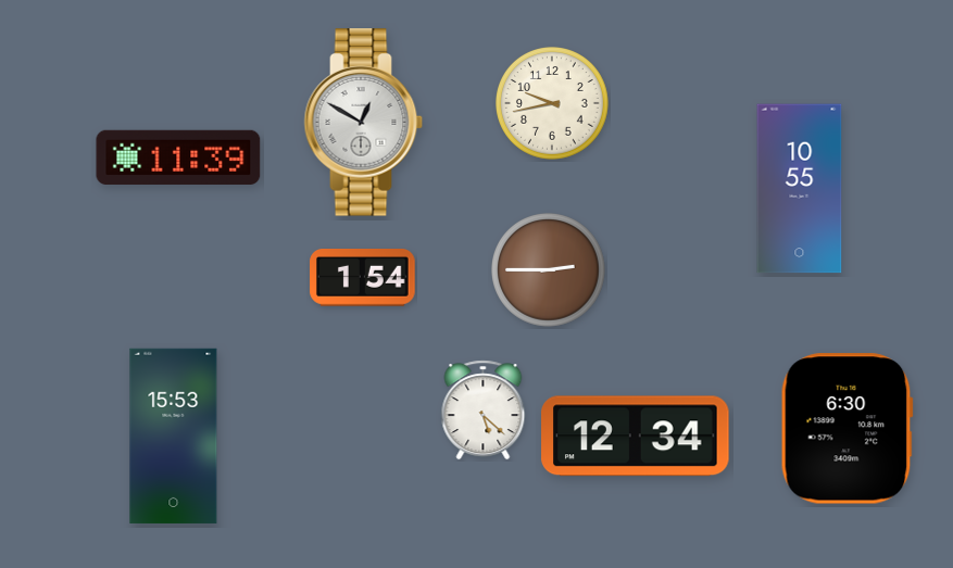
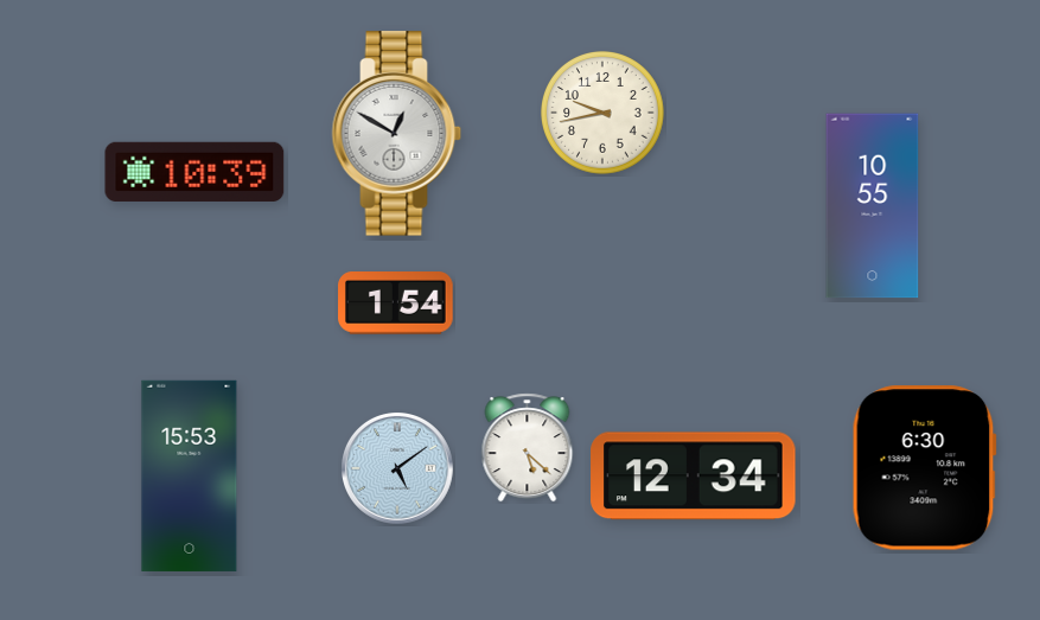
clock at (178, 156): 11:39 -> 10:39
clock at (549, 270): 2:45 -> none
clock at (398, 469): none -> 5:09
